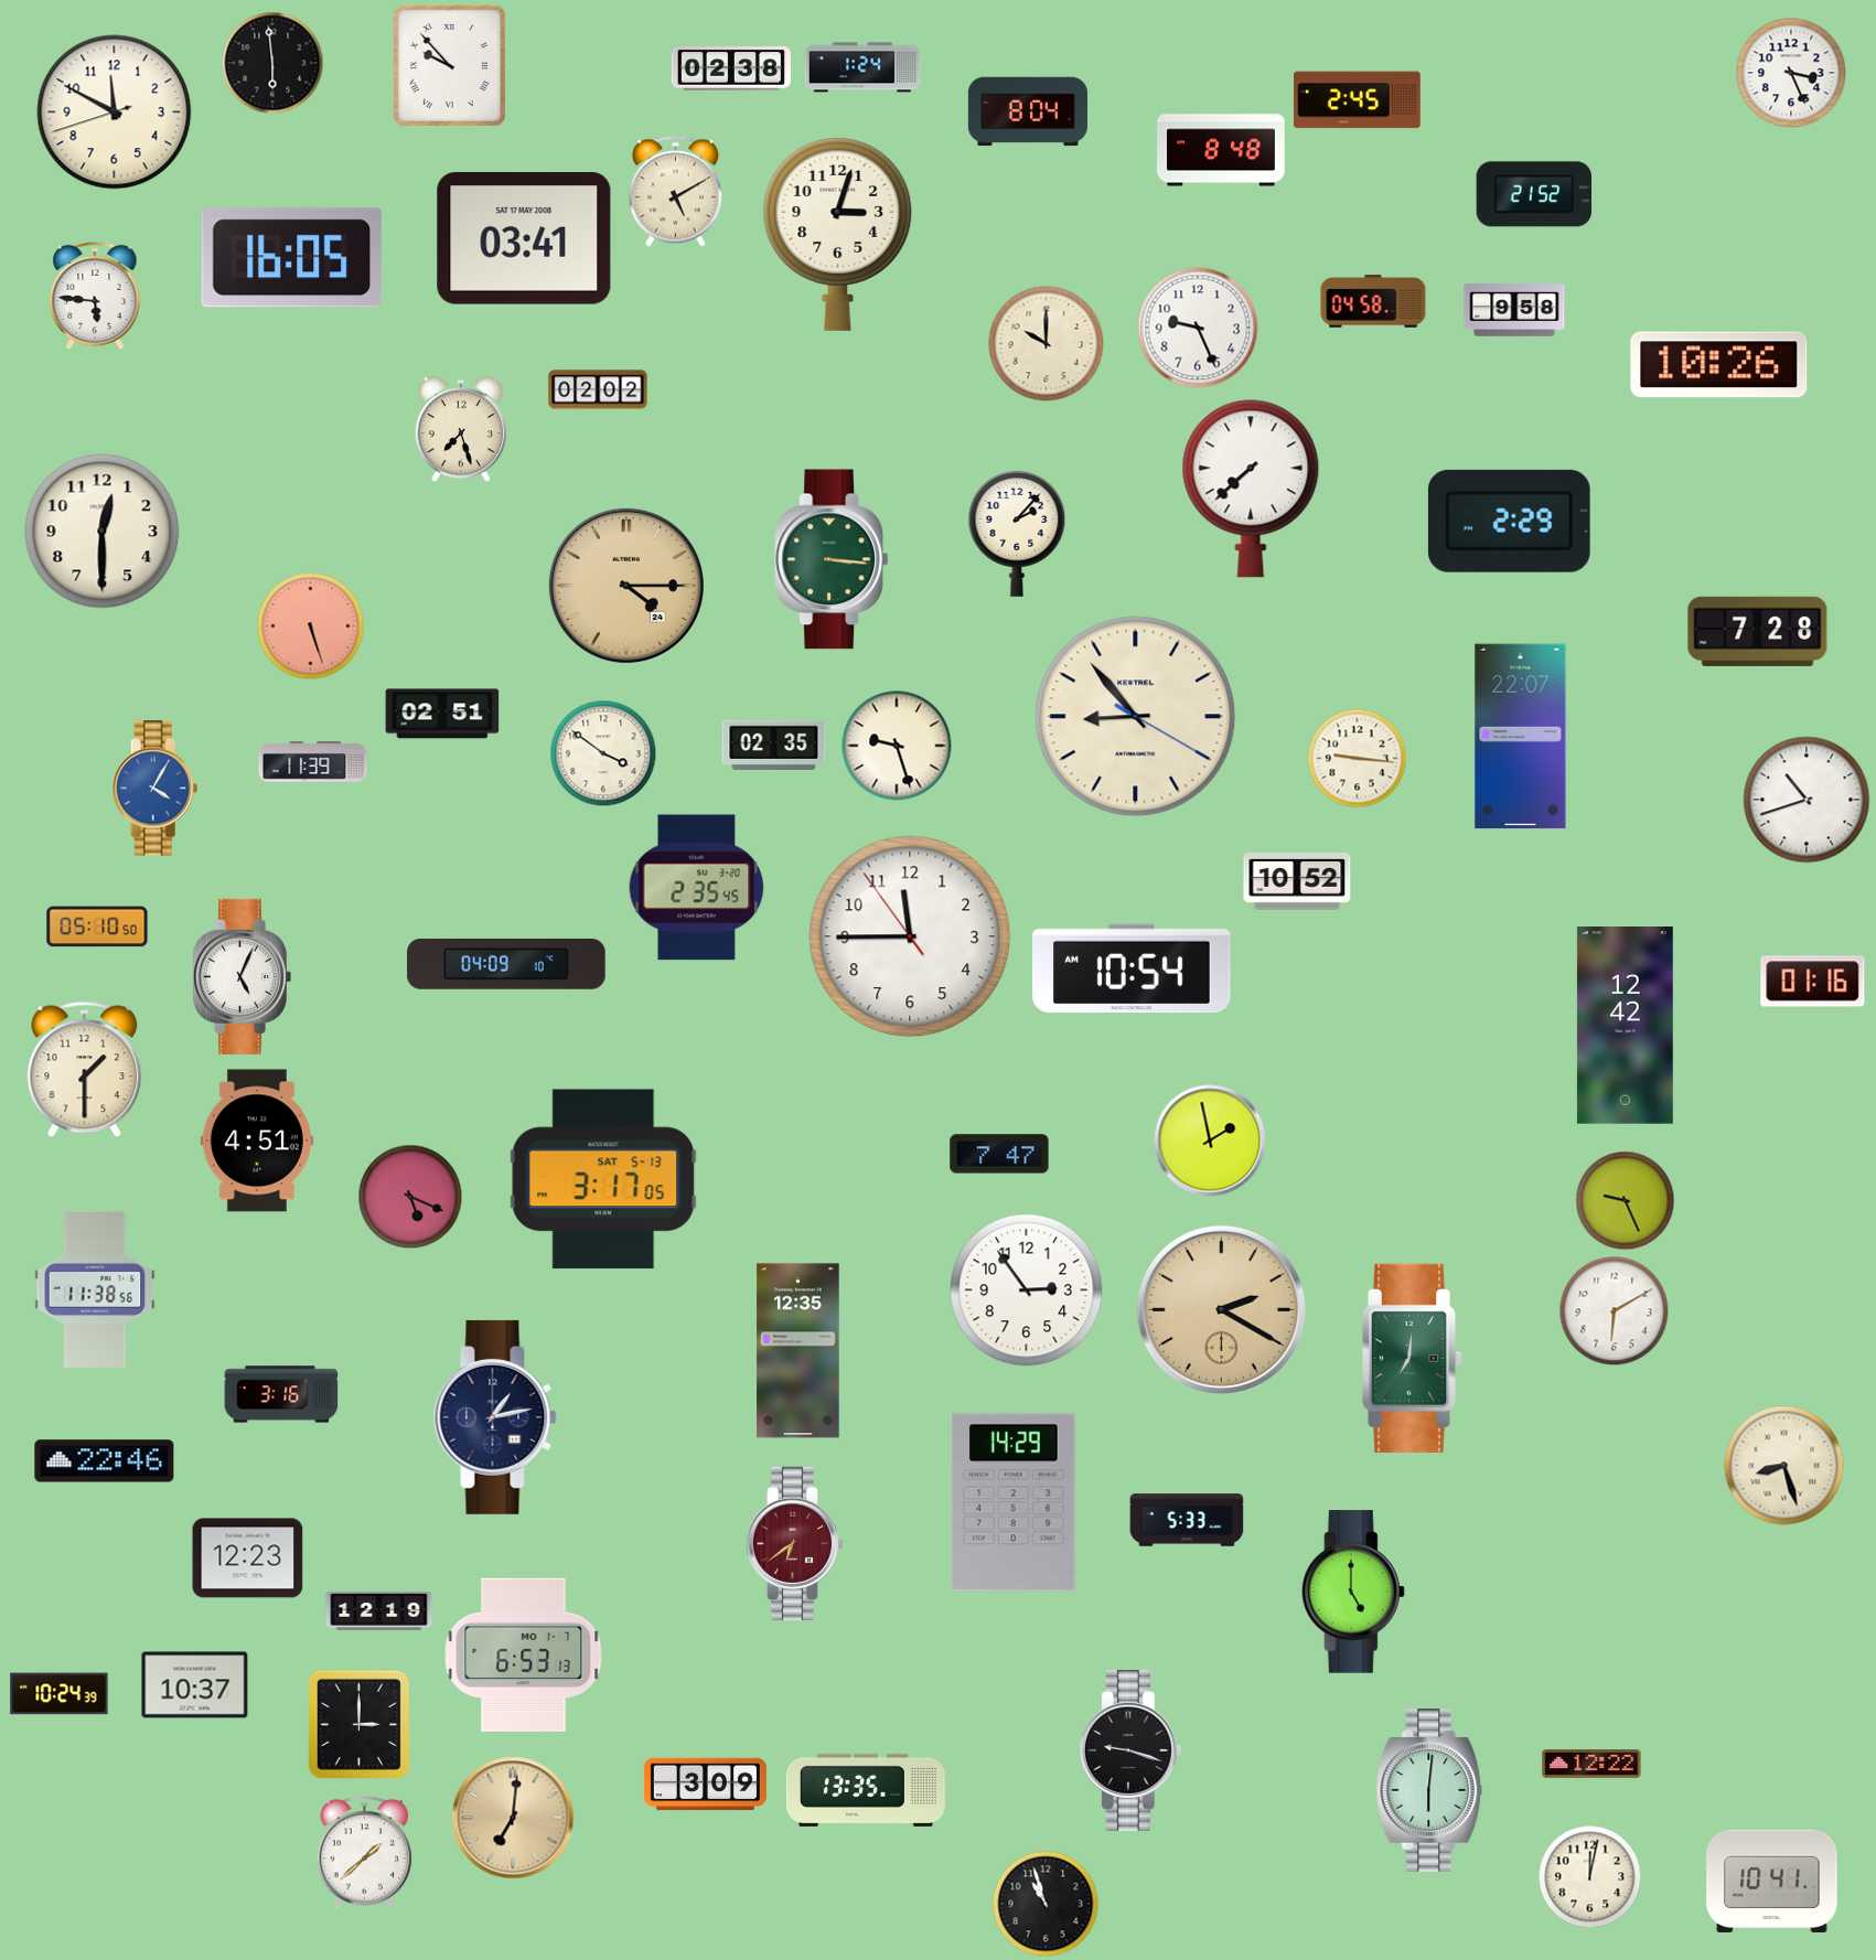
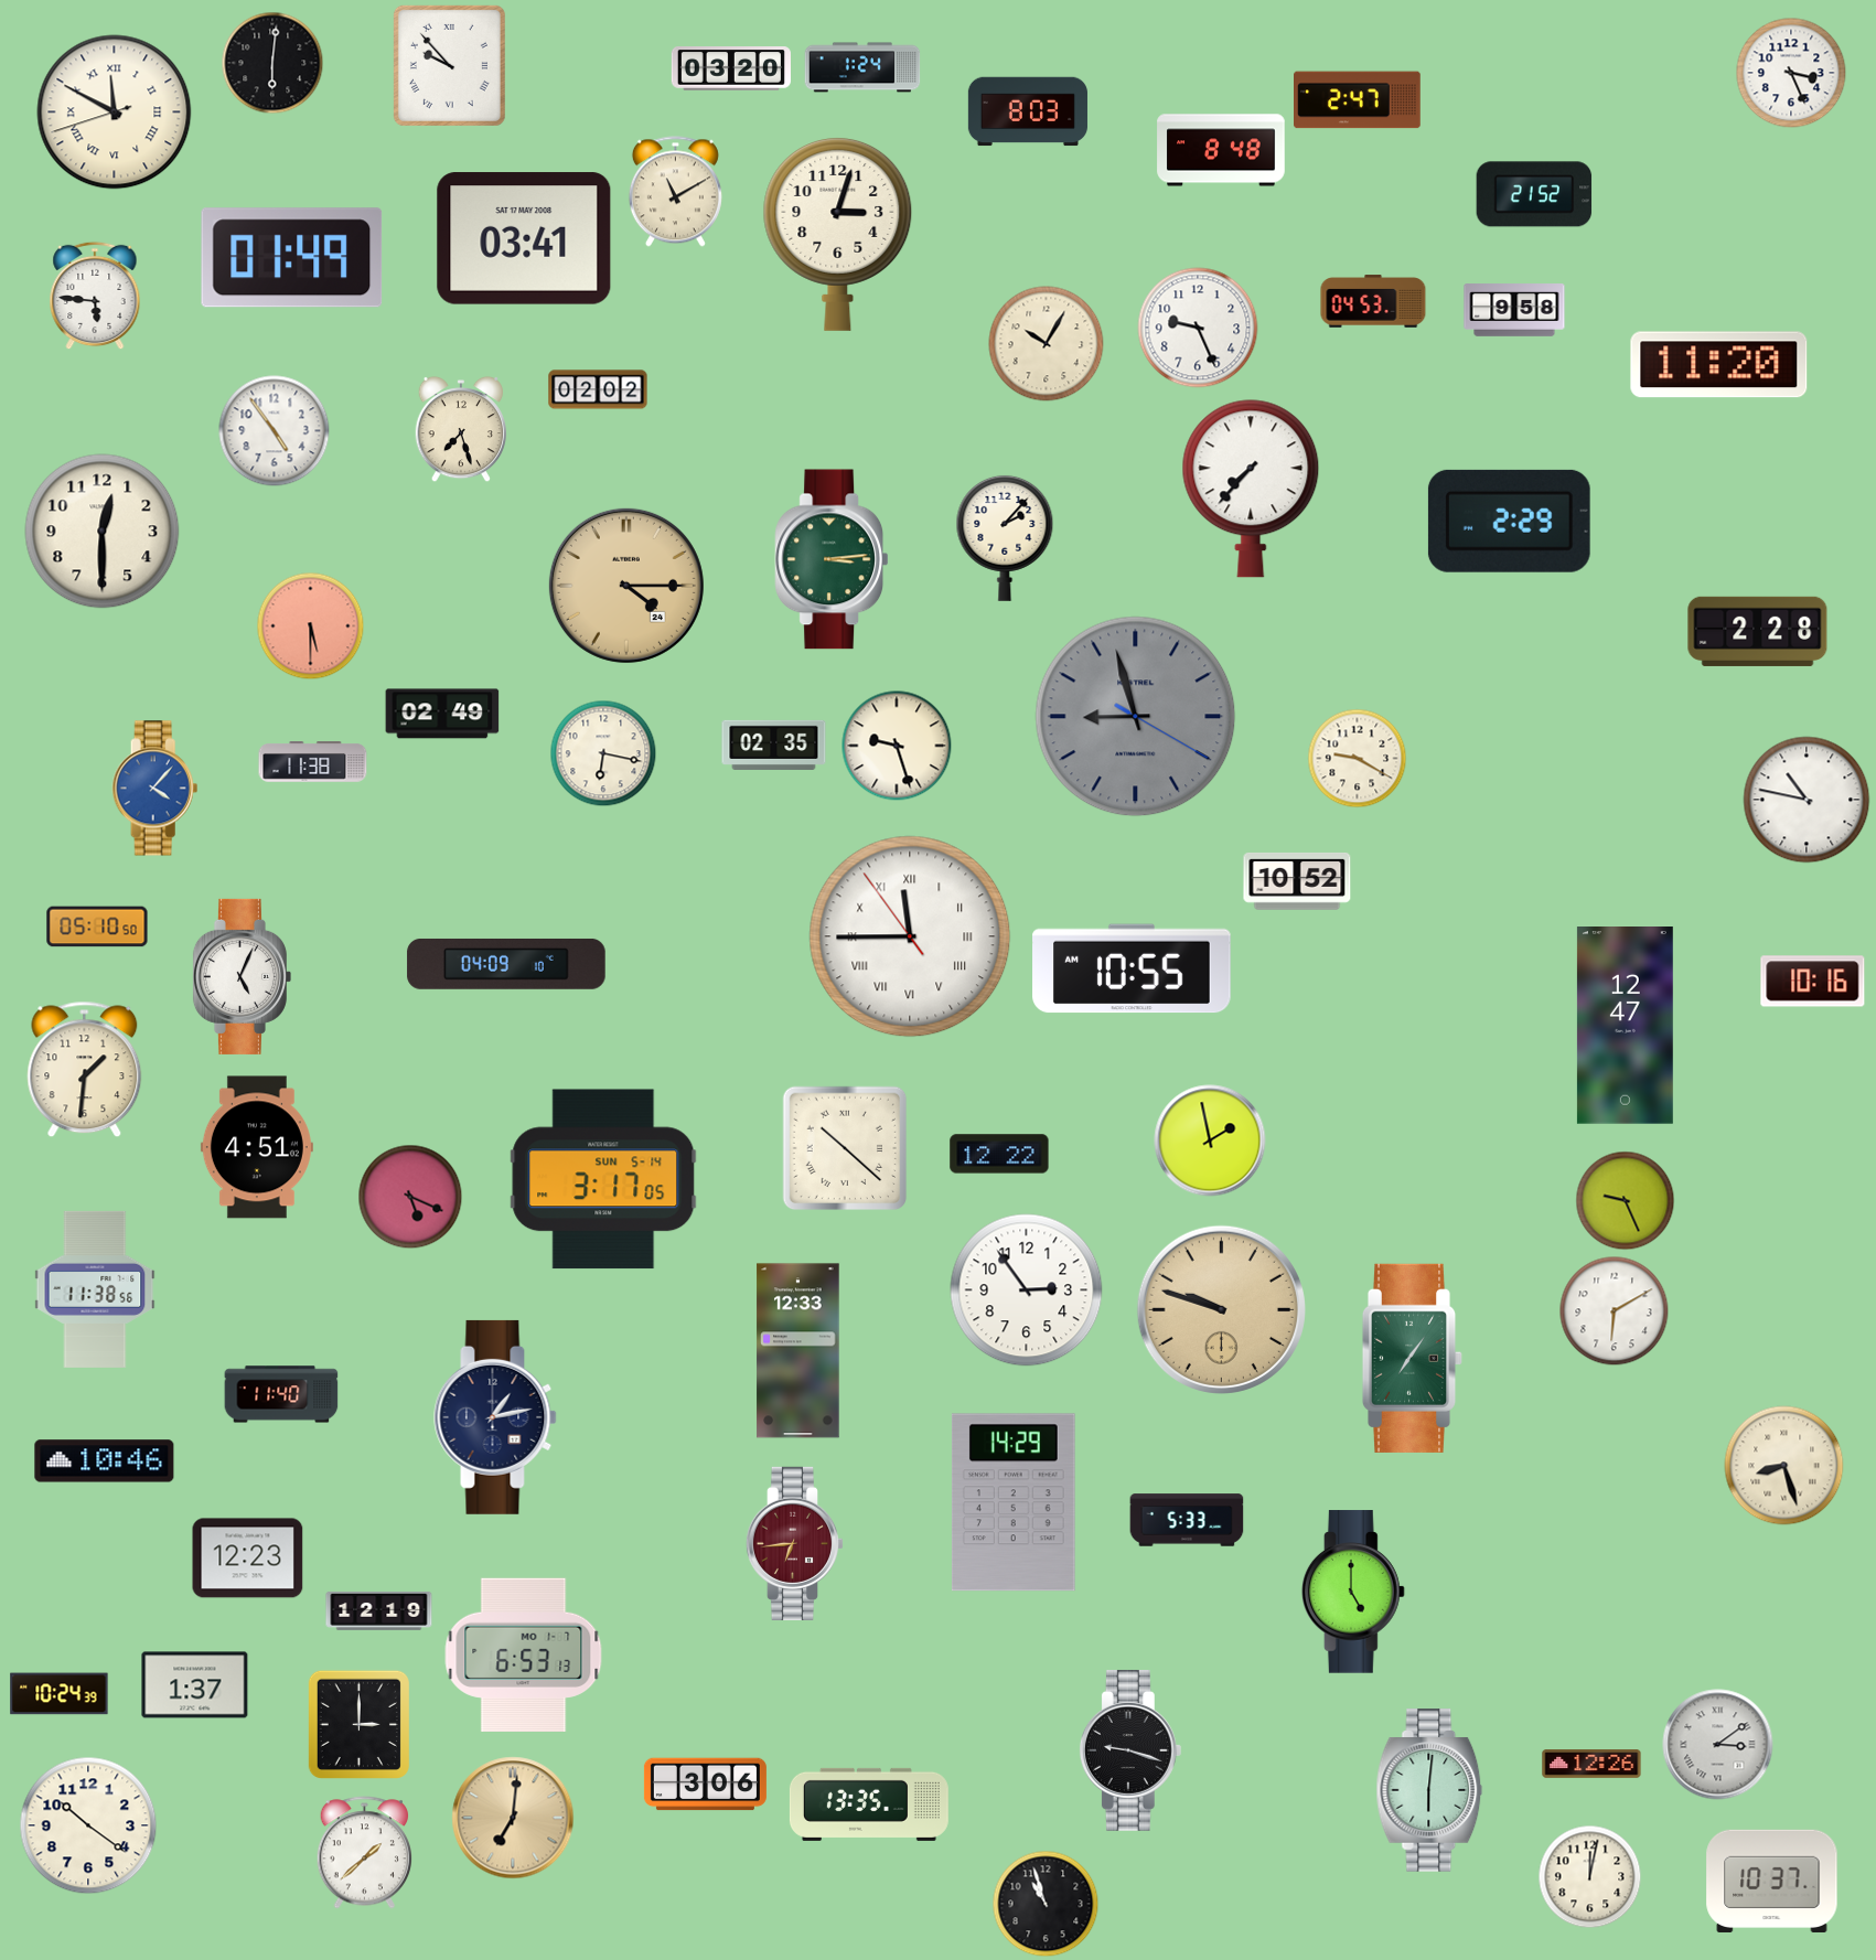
clock at (272, 63): 5:59 -> 6:01
clock at (731, 68): 02:38 -> 03:20
clock at (1358, 100): 2:45 -> 2:47
clock at (1028, 111): 8:04 -> 8:03
clock at (115, 113) numerals: Arabic -> Roman
clock at (675, 192): 5:10 -> 11:10
clock at (292, 258): 16:05 -> 01:49
clock at (1373, 301): 04:58 -> 04:53
clock at (1047, 344): 10:00 -> 10:05
clock at (1719, 365): 10:26 -> 11:20
clock at (275, 431): none -> 4:54
clock at (1251, 489): 7:38 -> 7:37
clock at (1017, 534) position: (1017, 534) -> (1005, 538)
clock at (830, 559): 3:16 -> 3:14
clock at (311, 626): 5:27 -> 5:30
clock at (1758, 631): 7:28 -> 2:28
clock at (442, 714): 02:51 -> 02:49
clock at (1136, 717): 8:53 -> 8:57
clock at (1136, 717) dial: cream -> grey
clock at (1521, 737): 22:07 -> none
clock at (603, 753): 3:51 -> 6:17
clock at (1358, 759): 9:16 -> 9:20
clock at (313, 762): 11:39 -> 11:38
clock at (156, 789): 4:05 -> 4:07
clock at (1807, 800): 10:42 -> 10:47
clock at (697, 888): 2:35 -> none
clock at (910, 936) numerals: Arabic -> Roman
clock at (1132, 968): 10:54 -> 10:55
clock at (1813, 982): 01:16 -> 10:16
clock at (1625, 1026): 12:42 -> 12:47
clock at (85, 1070): 1:30 -> 1:31
clock at (257, 1140) position: (257, 1140) -> (257, 1147)
clock at (845, 1148): none -> 10:22
clock at (999, 1154): 7:47 -> 12:22
clock at (603, 1179) date: SAT 5-13 -> SUN 5-14
clock at (1221, 1309): 2:20 -> 9:48
clock at (798, 1351): 12:35 -> 12:33
clock at (1413, 1358): 7:01 -> 7:06
clock at (281, 1394): 3:16 -> 11:40
clock at (105, 1461): 22:46 -> 10:46
clock at (795, 1543): 6:39 -> 6:44
clock at (195, 1685): 10:37 -> 1:37
clock at (1718, 1745): none -> 3:09
clock at (1591, 1764): 12:22 -> 12:26
clock at (705, 1785): 3:09 -> 3:06
clock at (866, 1790) position: (866, 1790) -> (869, 1804)
clock at (88, 1825): none -> 10:21
clock at (1772, 1881): 10:41 -> 10:37
